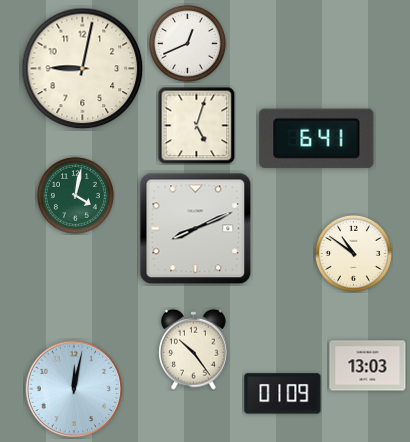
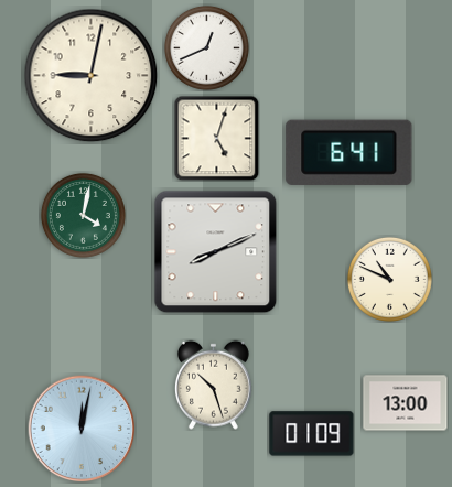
clock at (353, 253): 10:51 -> 10:49
clock at (193, 349): 10:24 -> 10:27
clock at (368, 366): 13:03 -> 13:00
